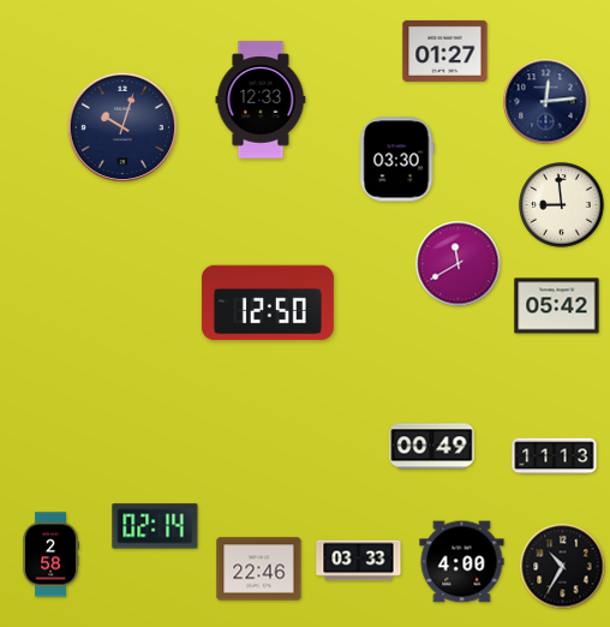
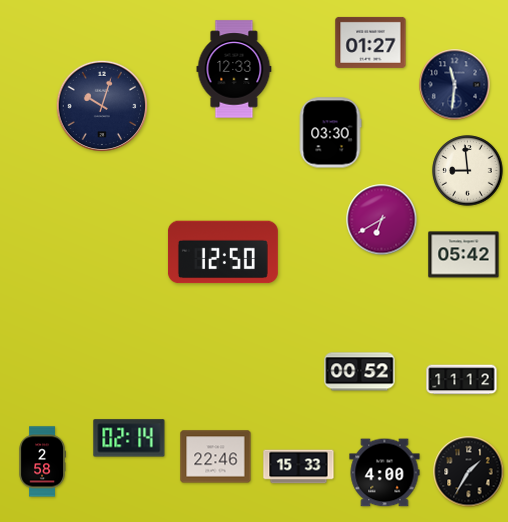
clock at (261, 100) position: (261, 100) -> (234, 69)
clock at (546, 102): 12:14 -> 11:31
clock at (459, 264): 11:40 -> 6:40
clock at (432, 447): 00:49 -> 00:52
clock at (555, 456): 11:13 -> 11:12
clock at (359, 561): 03:33 -> 15:33
clock at (462, 562) position: (462, 562) -> (385, 473)
clock at (563, 567): 10:35 -> 1:35
clock at (259, 569) position: (259, 569) -> (216, 457)
